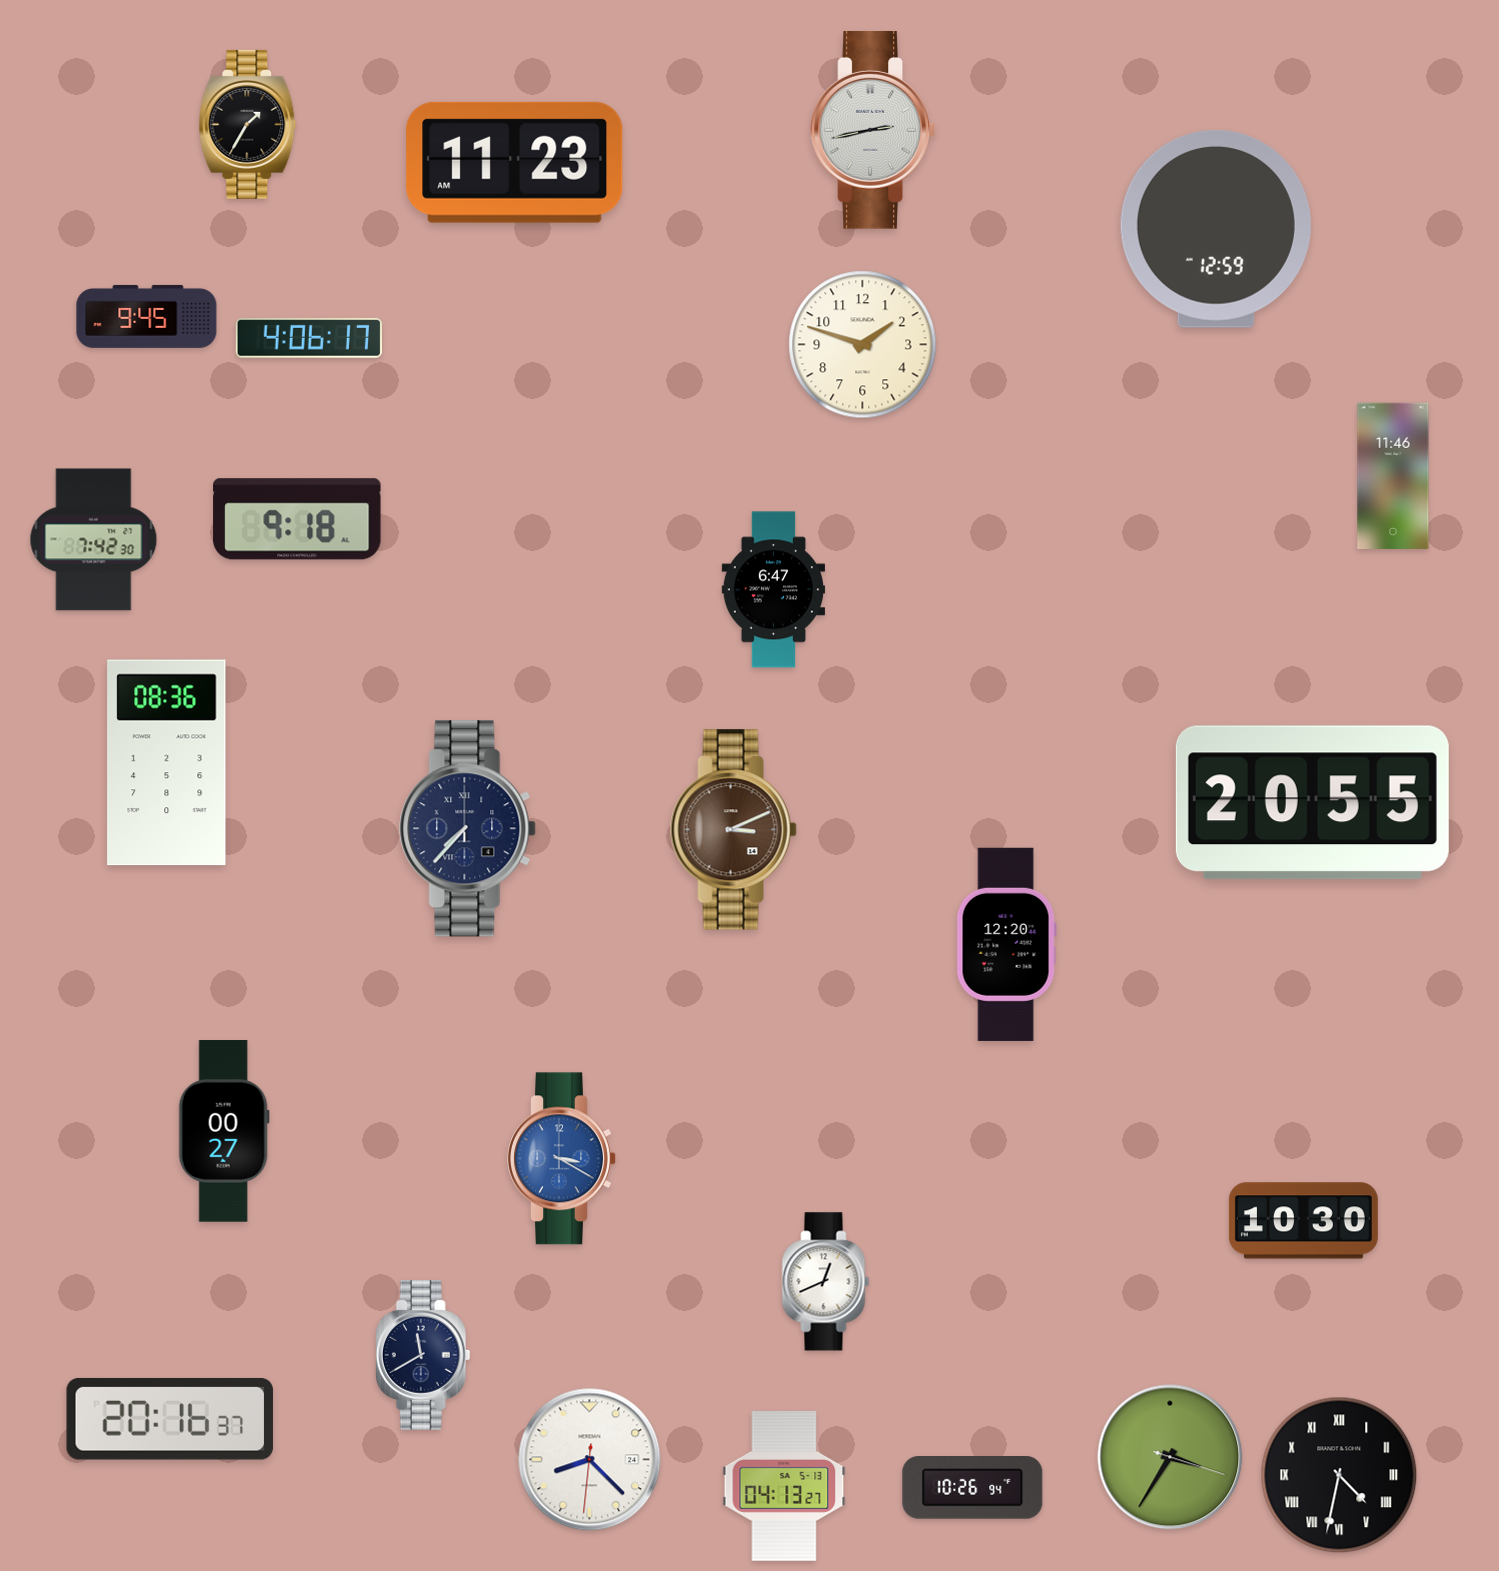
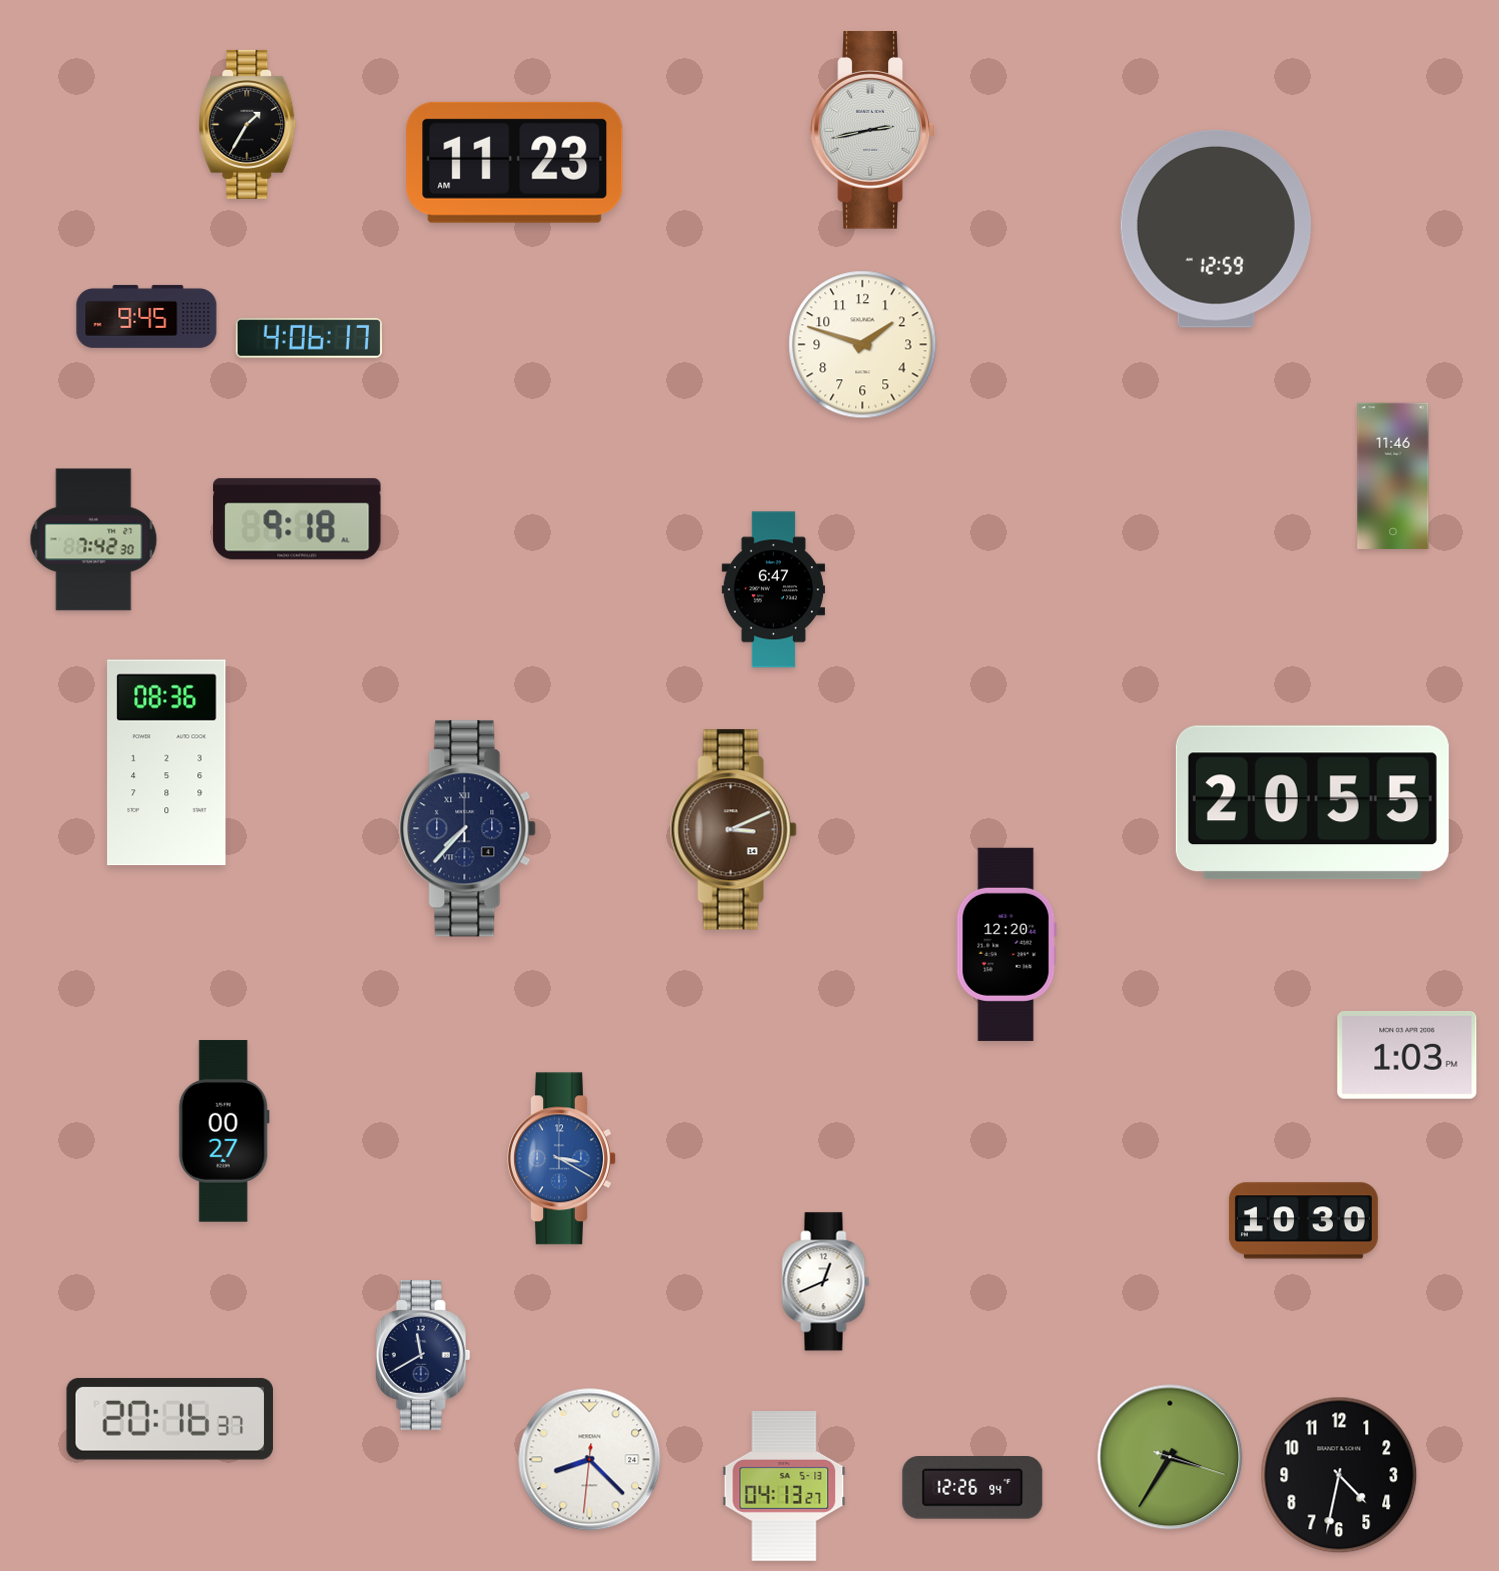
clock at (1407, 1055): none -> 1:03
clock at (1339, 1475) numerals: Roman -> Arabic
clock at (973, 1488): 10:26 -> 12:26
